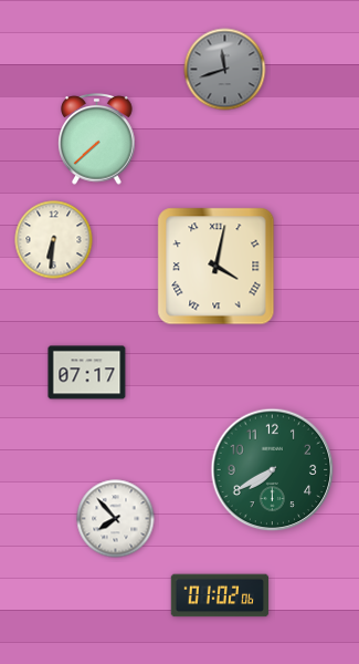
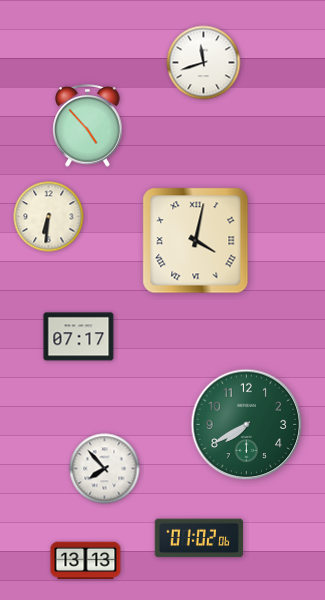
clock at (225, 70) dial: grey -> white
clock at (97, 139): 7:38 -> 4:53
clock at (86, 561): none -> 13:13
